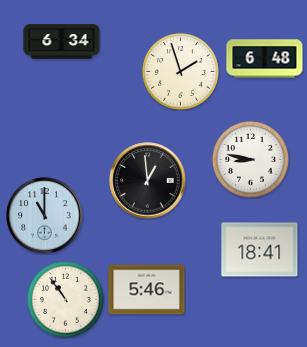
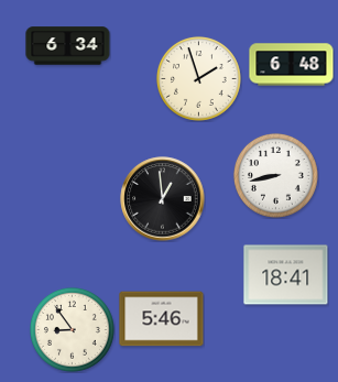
clock at (250, 159): 8:47 -> 8:43
clock at (45, 216): 11:00 -> none
clock at (65, 299): 10:54 -> 8:54
